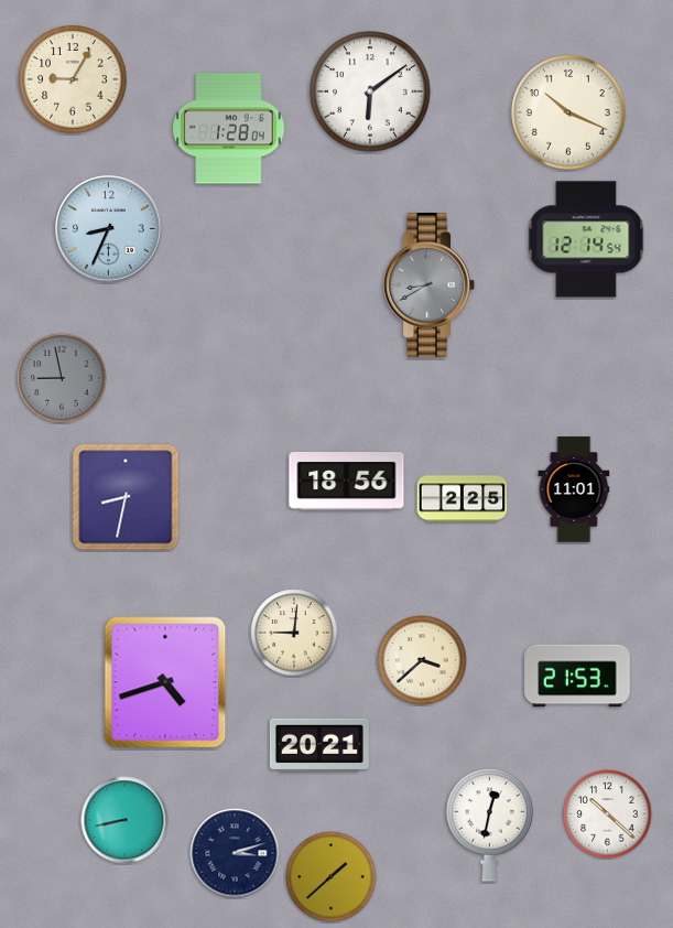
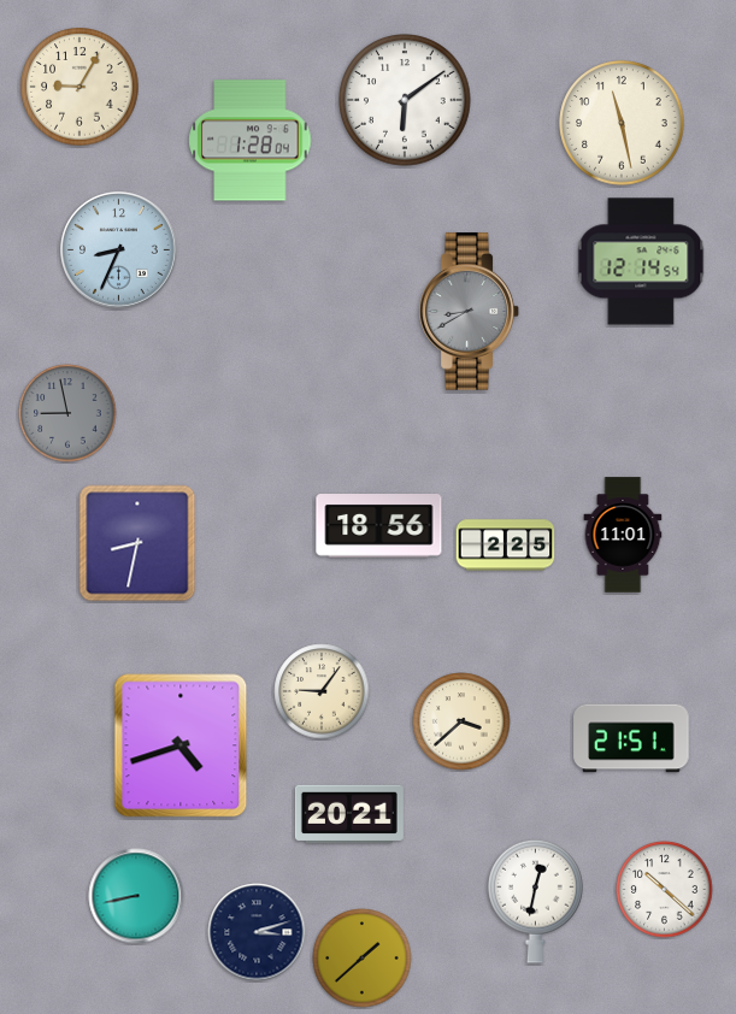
clock at (568, 112): 10:19 -> 11:28
clock at (574, 489) position: (574, 489) -> (623, 535)
clock at (294, 633): 9:01 -> 9:06
clock at (577, 676): 21:53 -> 21:51
